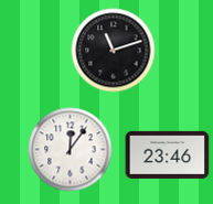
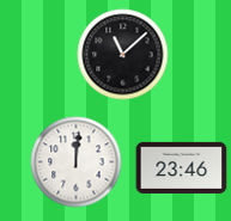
clock at (114, 51): 11:12 -> 11:08
clock at (71, 150): 12:06 -> 12:01
